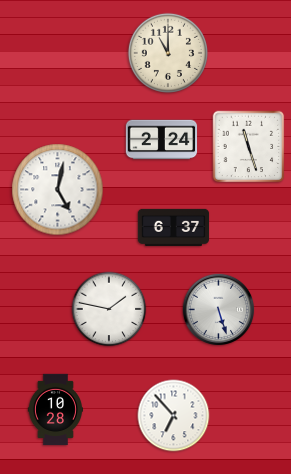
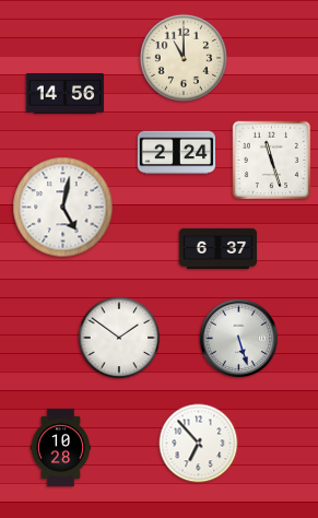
clock at (64, 94): none -> 14:56
clock at (174, 227) position: (174, 227) -> (219, 248)
clock at (109, 309): 1:47 -> 1:51
clock at (174, 416) position: (174, 416) -> (199, 444)
